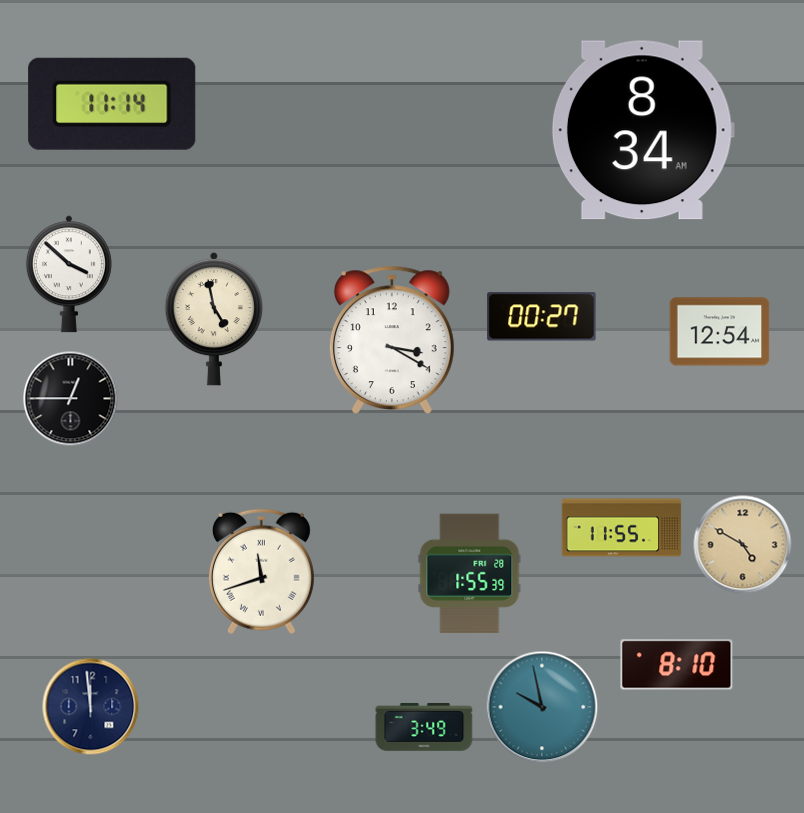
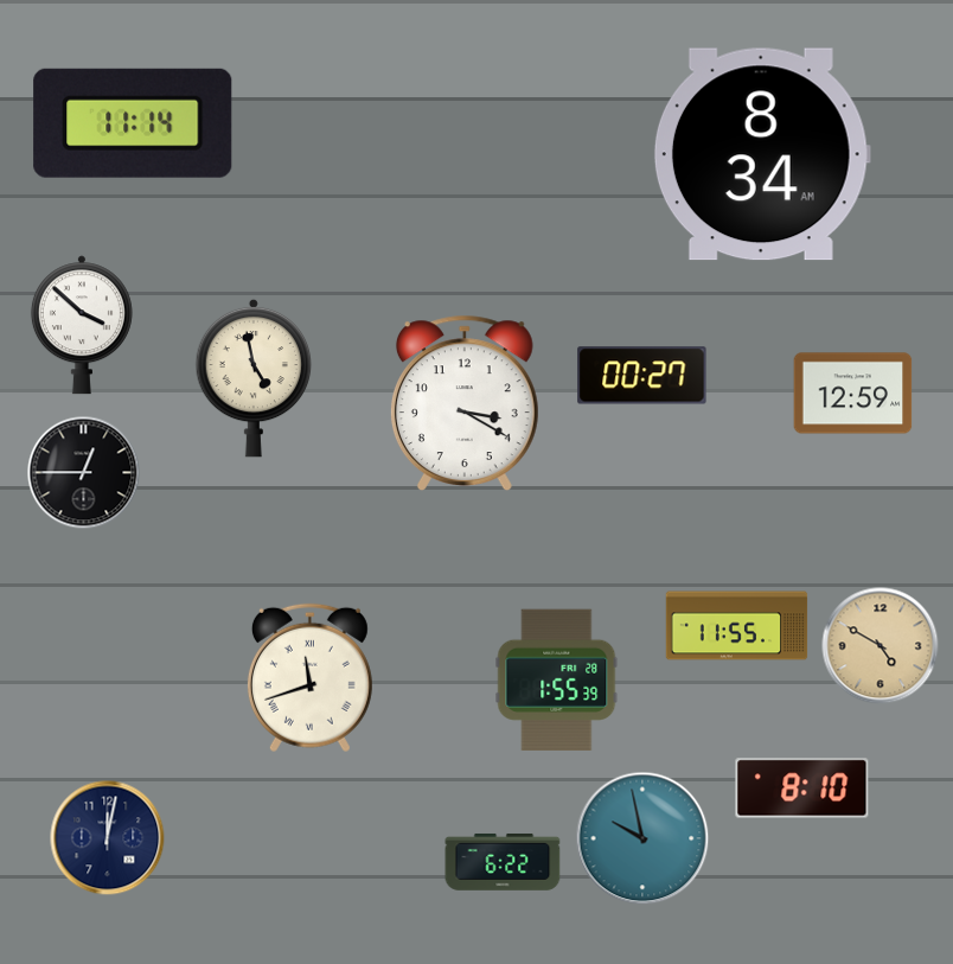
clock at (720, 332): 12:54 -> 12:59
clock at (91, 707): 11:59 -> 12:02
clock at (424, 727): 3:49 -> 6:22
